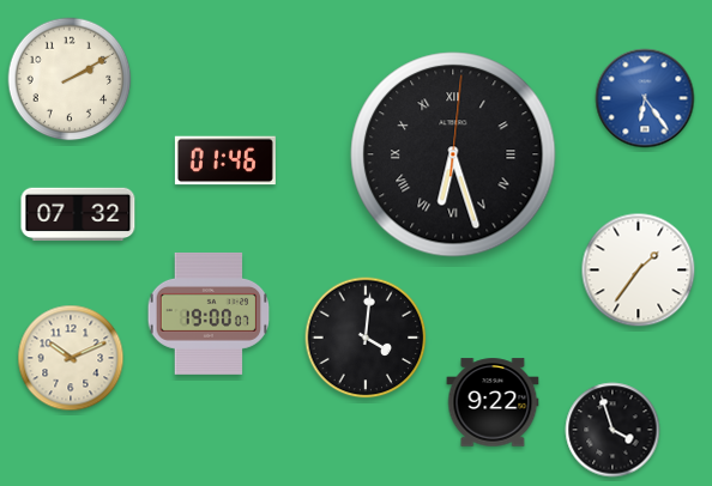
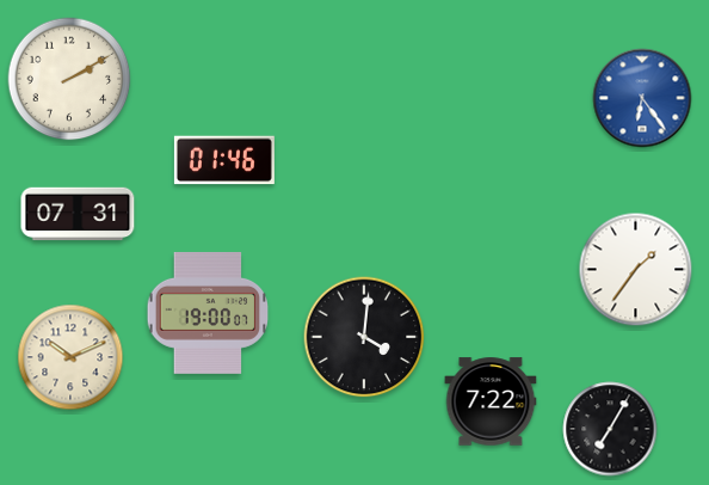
clock at (453, 154): 6:27 -> none
clock at (78, 214): 07:32 -> 07:31
clock at (493, 402): 9:22 -> 7:22
clock at (613, 430): 3:57 -> 7:05
